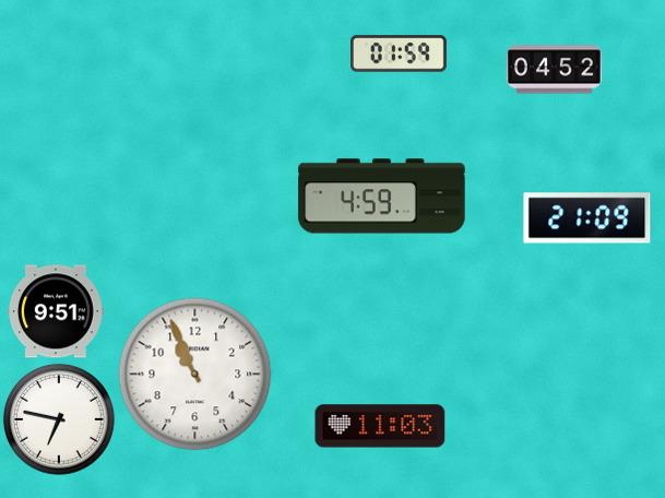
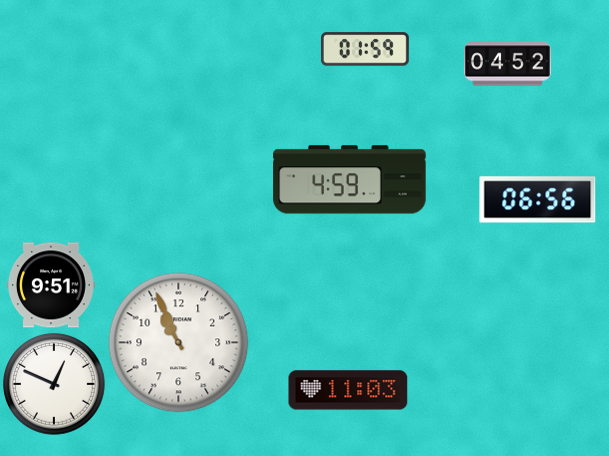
clock at (587, 218): 21:09 -> 06:56
clock at (59, 419): 6:47 -> 12:49
